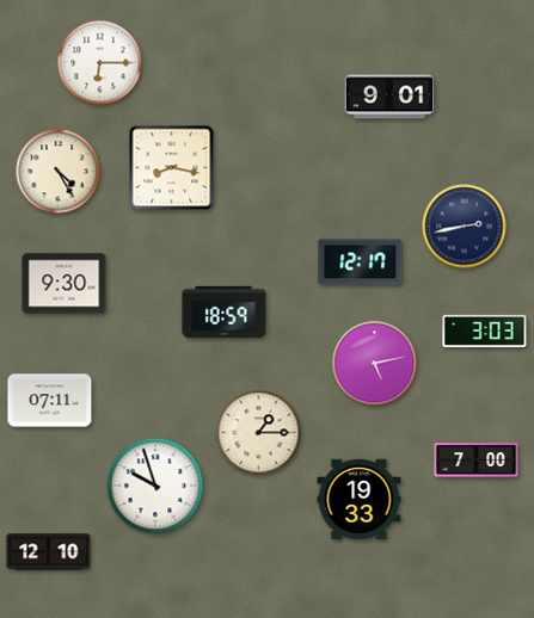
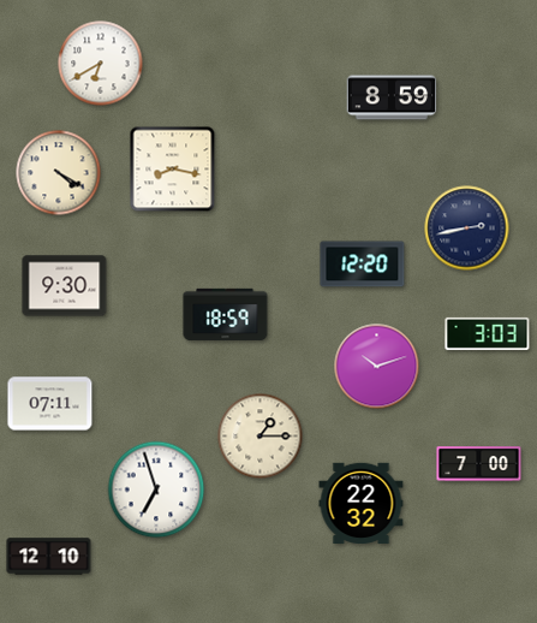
clock at (100, 63): 6:15 -> 6:40
clock at (389, 97): 9:01 -> 8:59
clock at (59, 172): 4:25 -> 4:20
clock at (361, 262): 12:17 -> 12:20
clock at (375, 364): 5:13 -> 10:12
clock at (155, 486): 9:57 -> 6:57
clock at (360, 499): 19:33 -> 22:32
